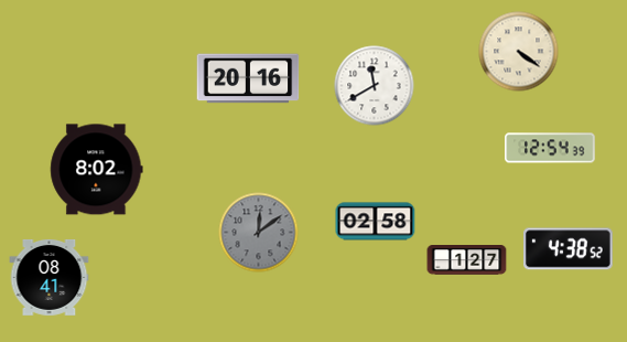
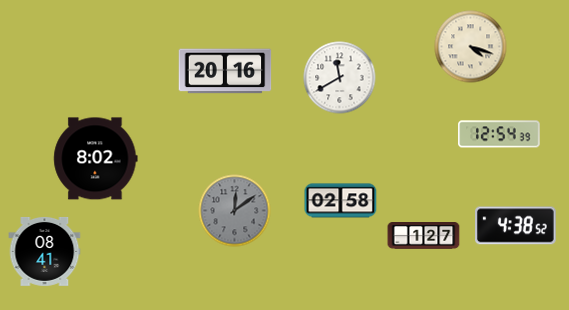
clock at (519, 52): 4:21 -> 4:18
clock at (97, 170) position: (97, 170) -> (96, 159)
